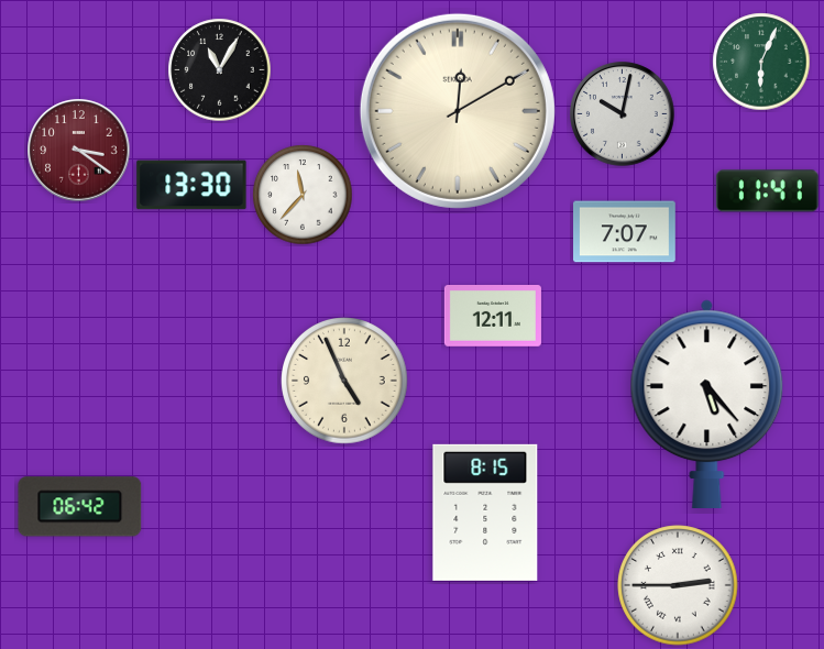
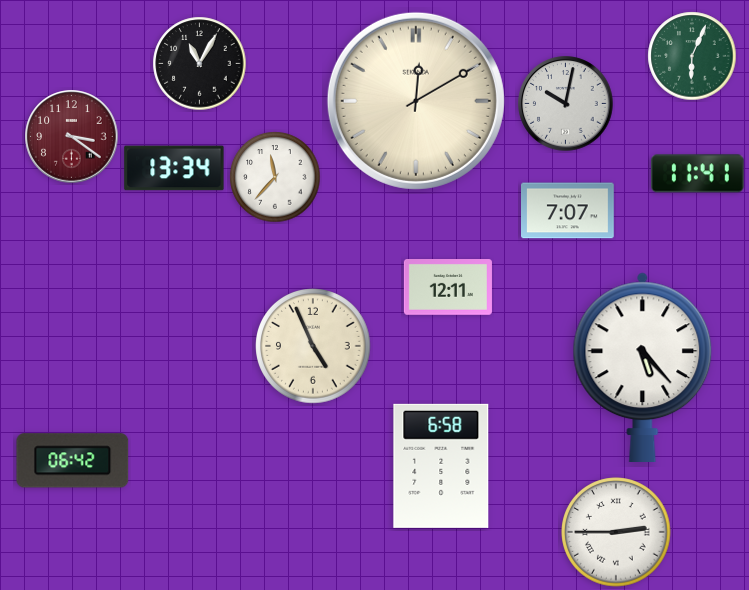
clock at (191, 185): 13:30 -> 13:34
clock at (485, 513): 8:15 -> 6:58
